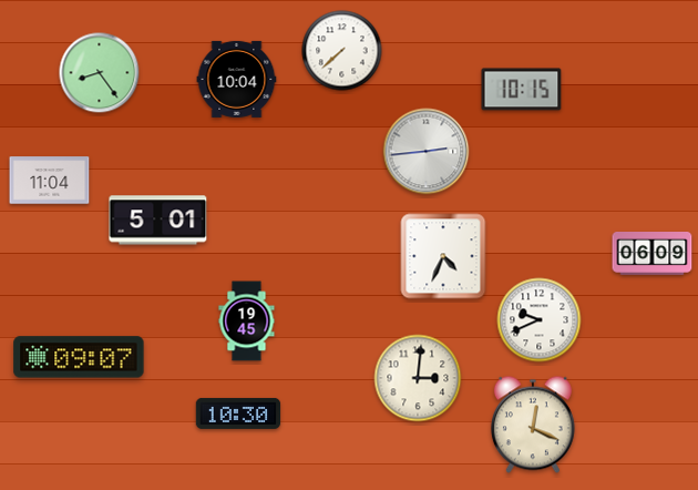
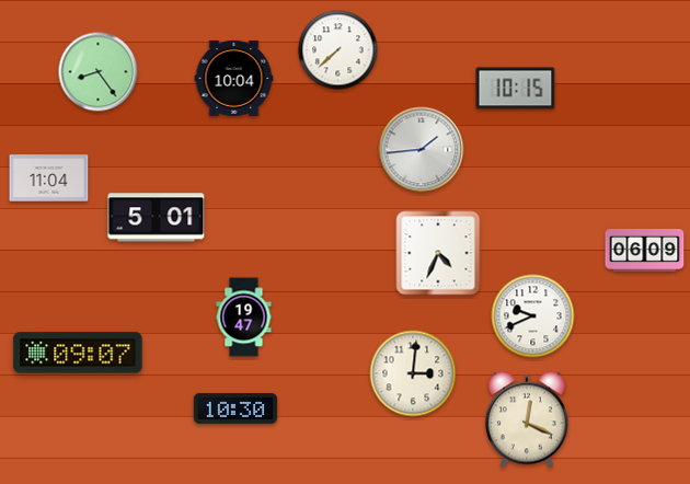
clock at (427, 152): 2:44 -> 1:44
clock at (247, 321): 19:45 -> 19:47
